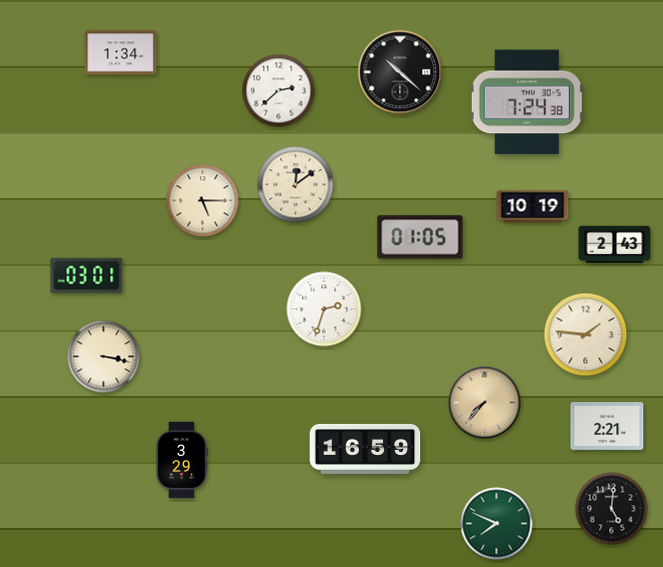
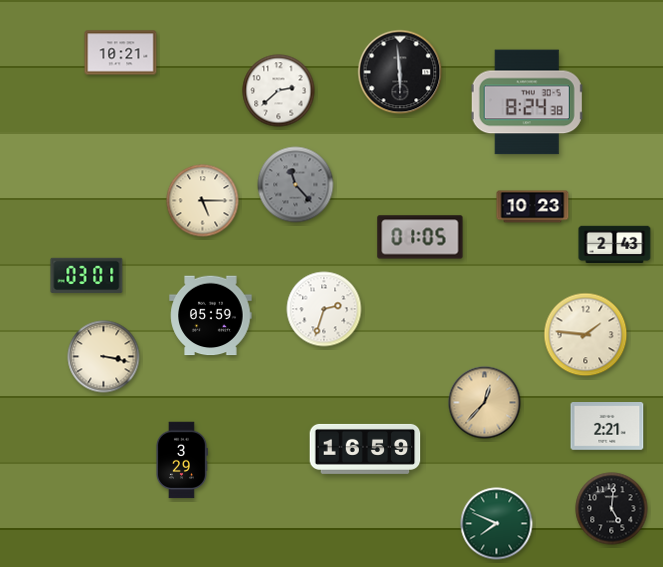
clock at (121, 53): 1:34 -> 10:21
clock at (400, 72): 10:22 -> 5:59
clock at (527, 102): 7:24 -> 8:24
clock at (296, 185): 12:09 -> 11:23
clock at (296, 185) dial: cream -> grey
clock at (533, 207): 10:19 -> 10:23
clock at (211, 316): none -> 05:59
clock at (485, 403): 7:37 -> 12:37
